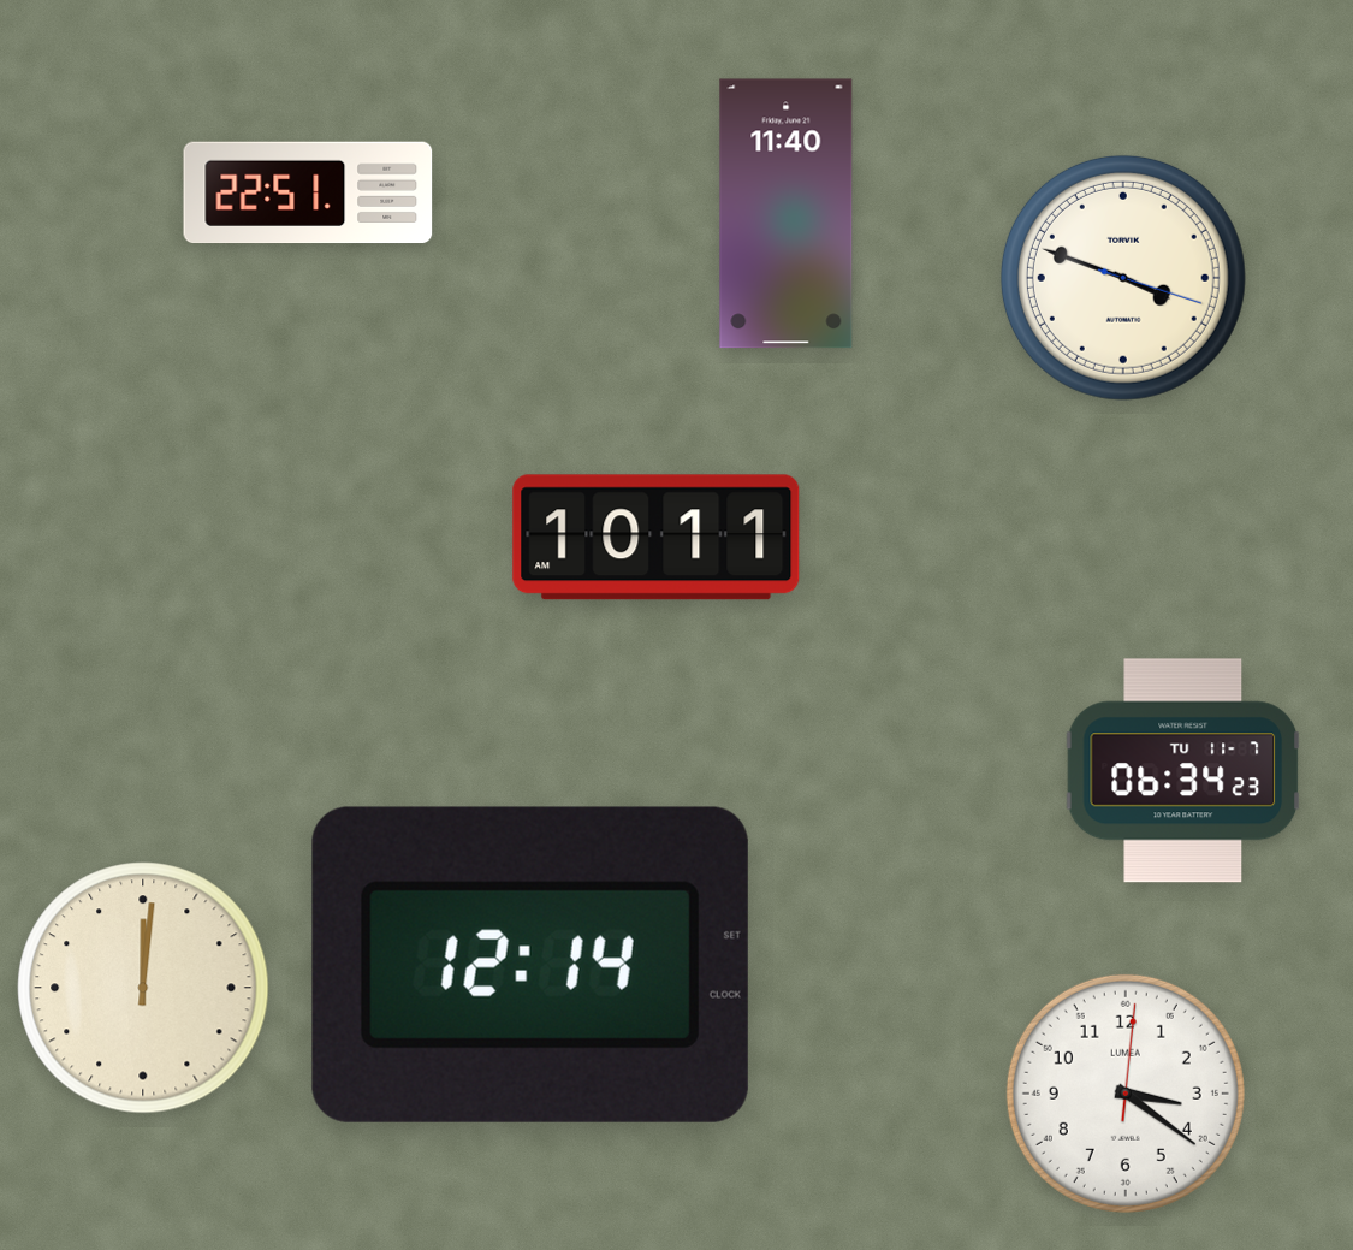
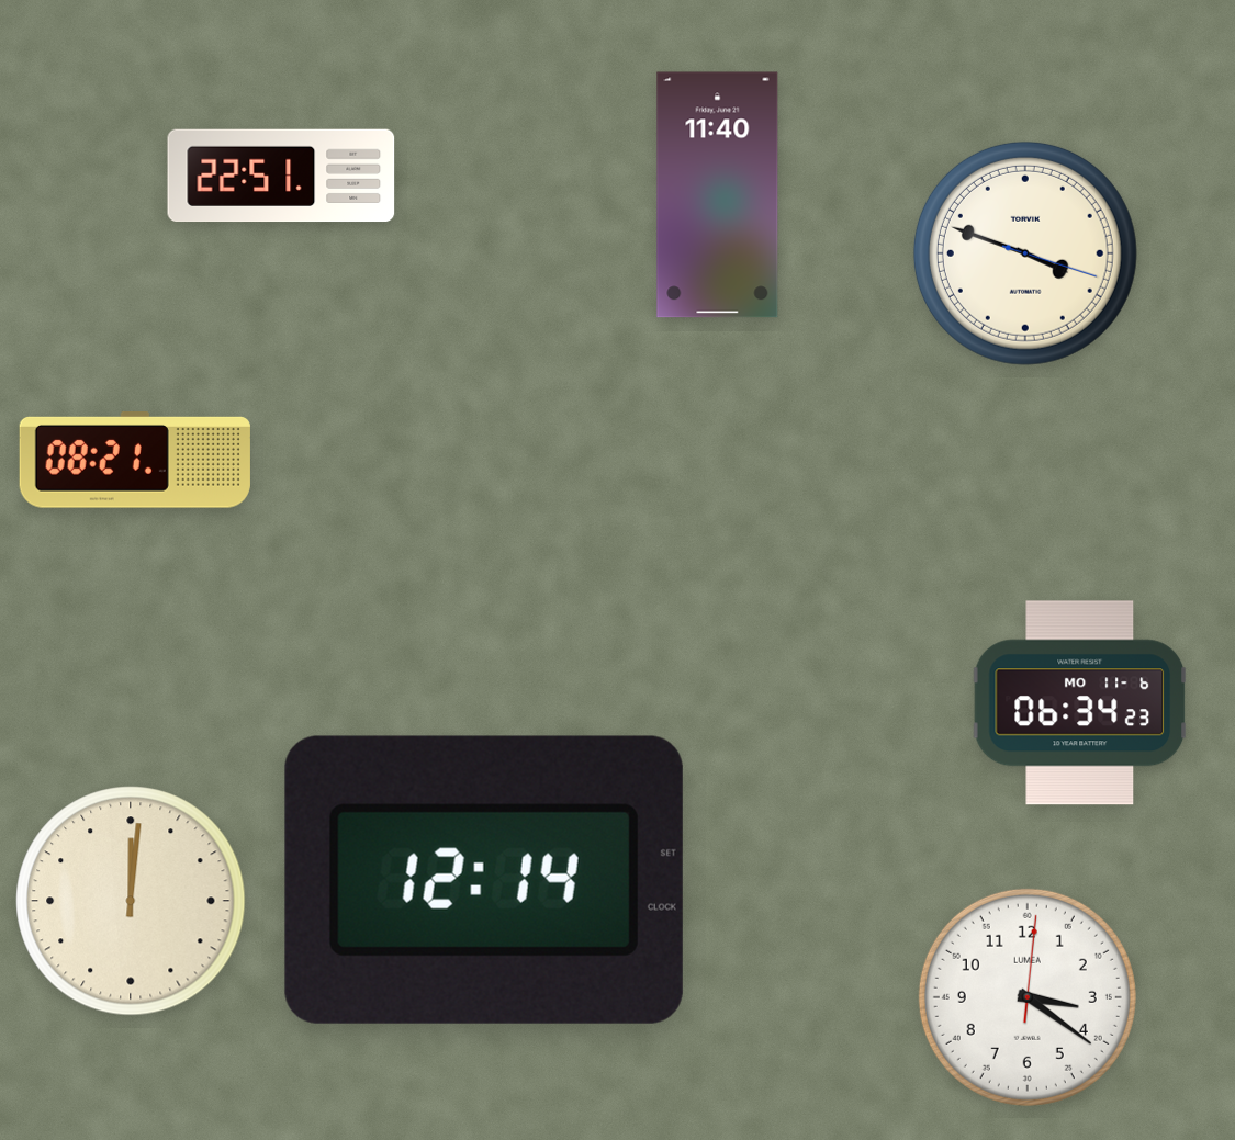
clock at (135, 461): none -> 08:21
clock at (657, 538): 10:11 -> none
clock at (1183, 771) date: TU 11-7 -> MO 11-6
